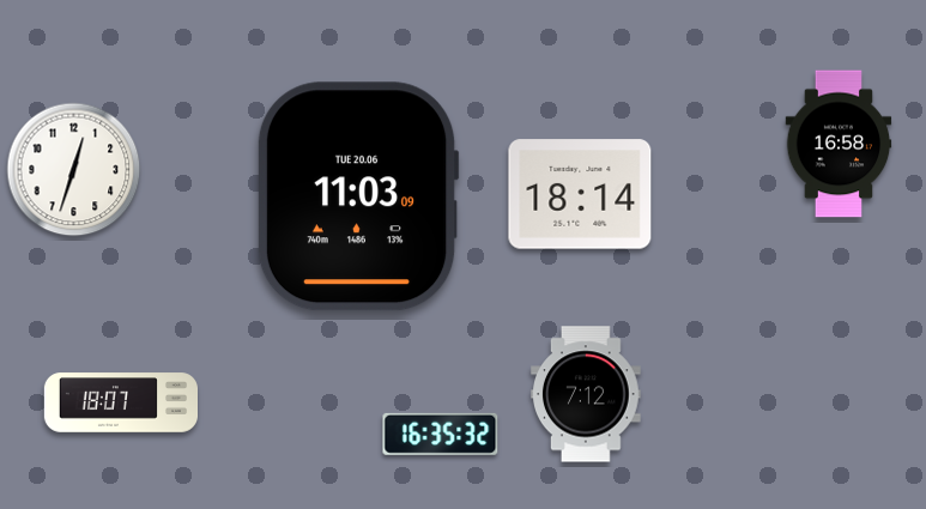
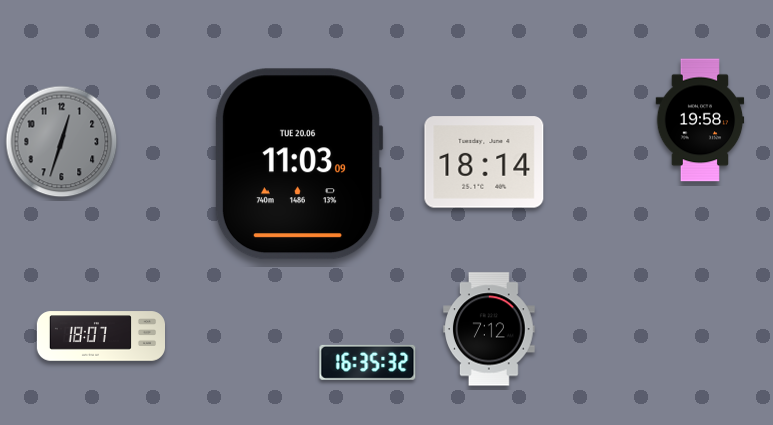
clock at (839, 144): 16:58 -> 19:58
clock at (74, 170) dial: white -> grey
